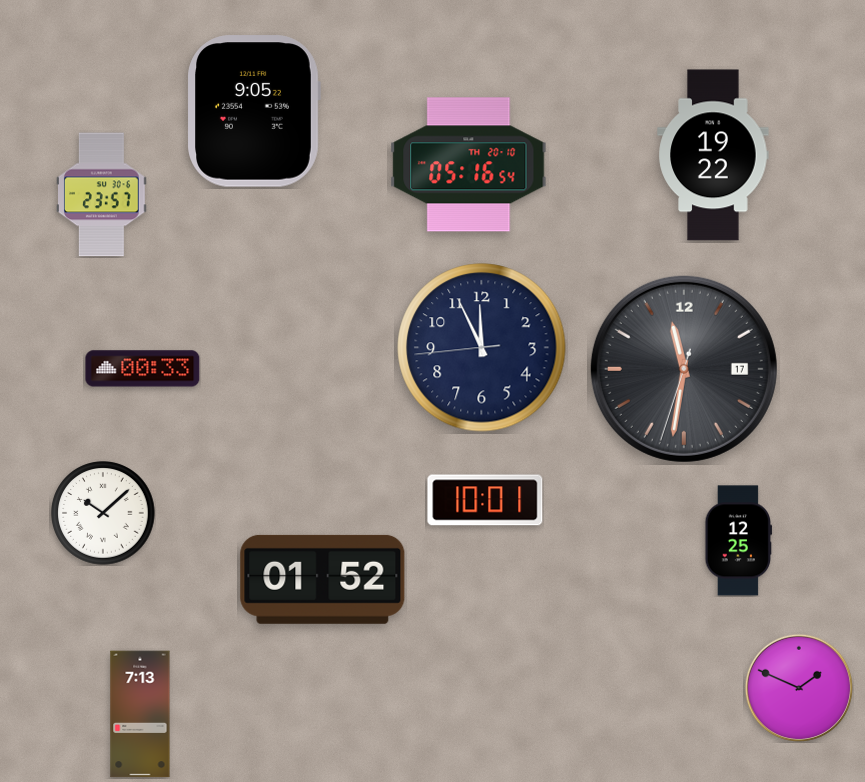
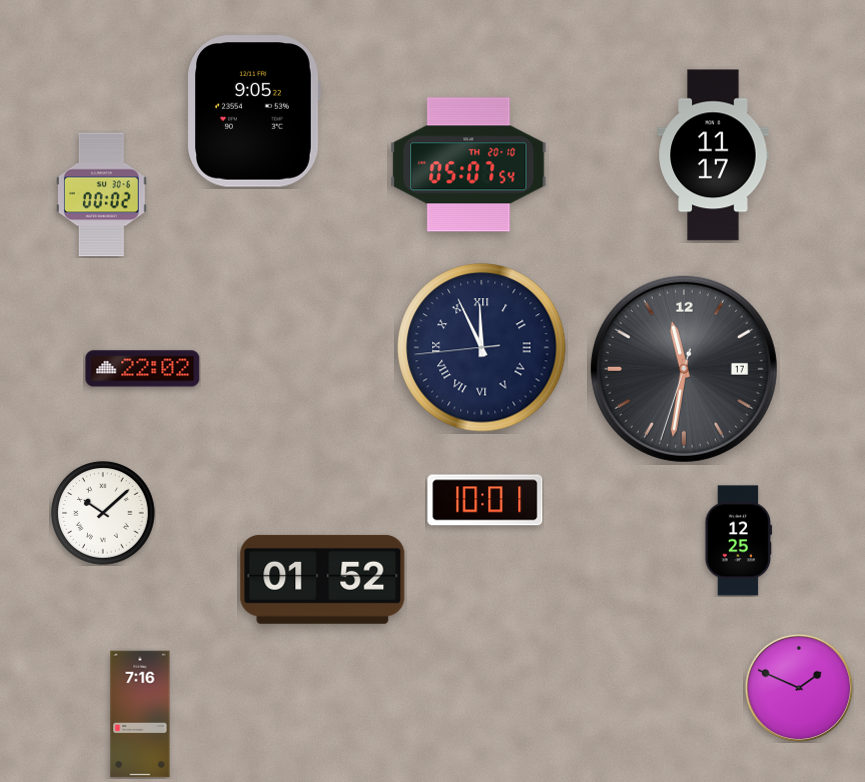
clock at (713, 155): 19:22 -> 11:17
clock at (469, 165): 05:16 -> 05:07
clock at (102, 195): 23:57 -> 00:02
clock at (482, 348) numerals: Arabic -> Roman
clock at (143, 369): 00:33 -> 22:02
clock at (140, 714): 7:13 -> 7:16
